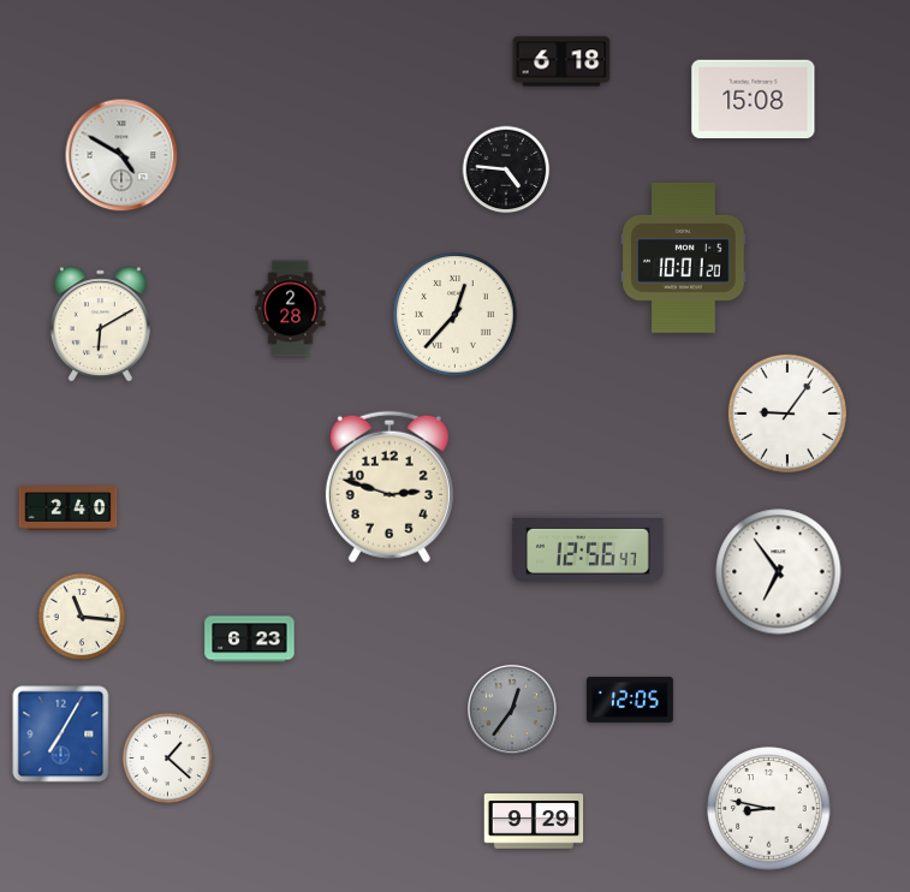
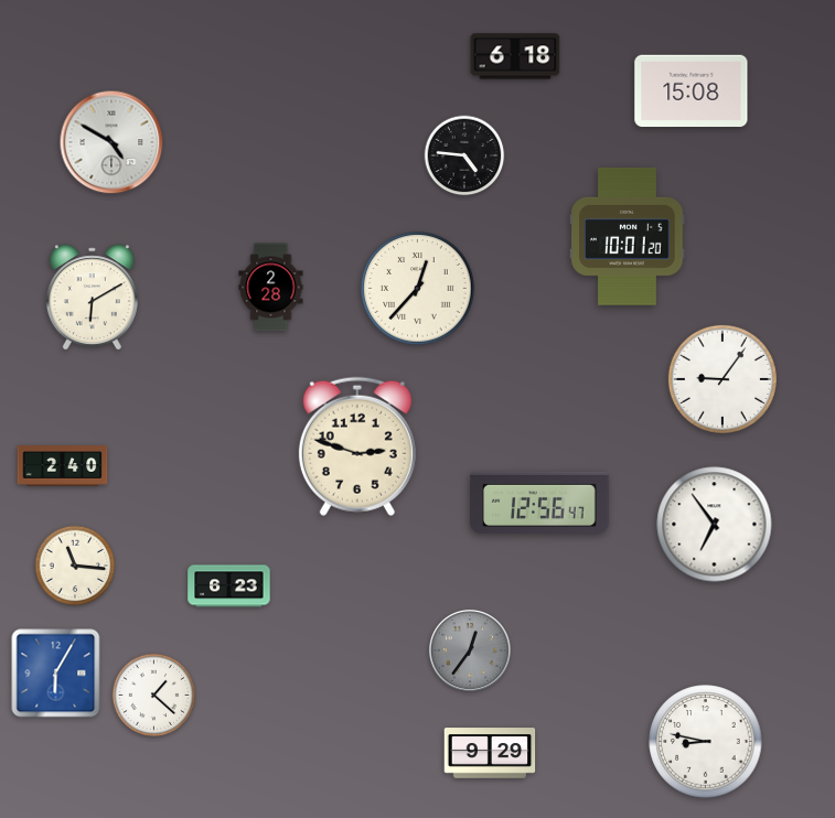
clock at (291, 309) position: (291, 309) -> (271, 288)
clock at (630, 700): 12:05 -> none
clock at (61, 735): 7:05 -> 6:05
